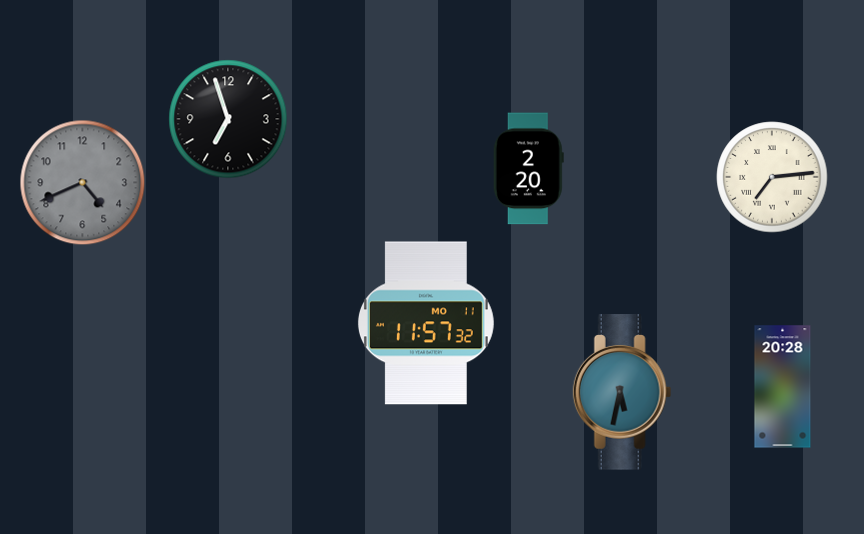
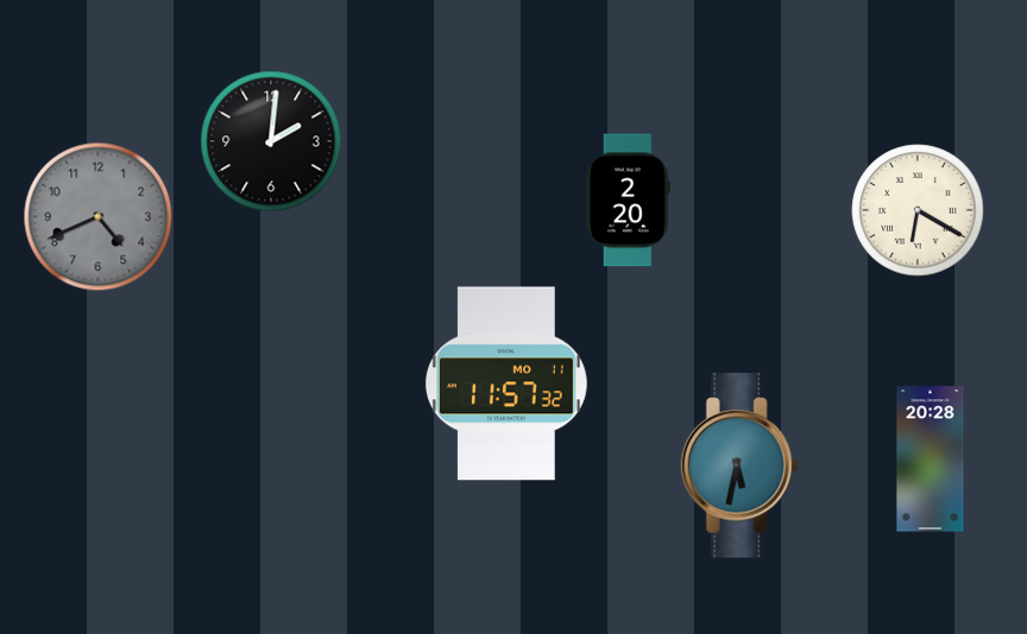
clock at (228, 119): 6:57 -> 2:01
clock at (772, 177): 7:14 -> 6:20
